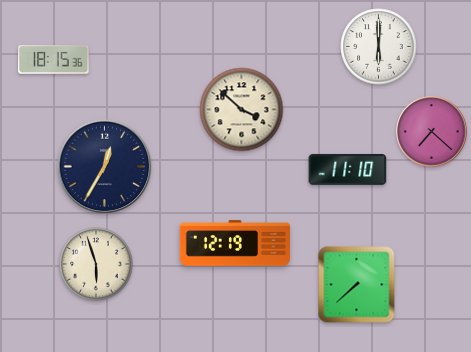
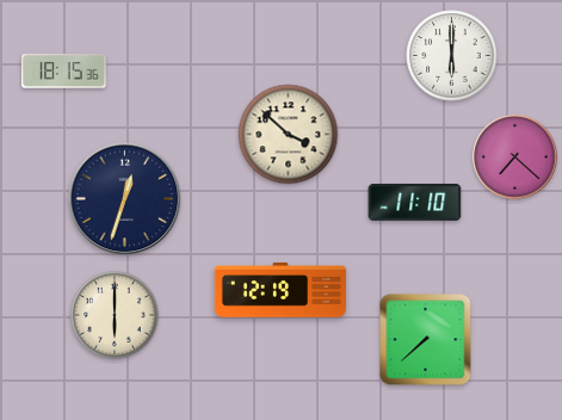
clock at (242, 110) position: (242, 110) -> (289, 135)
clock at (105, 167): 12:35 -> 12:33
clock at (96, 264): 5:57 -> 6:00
